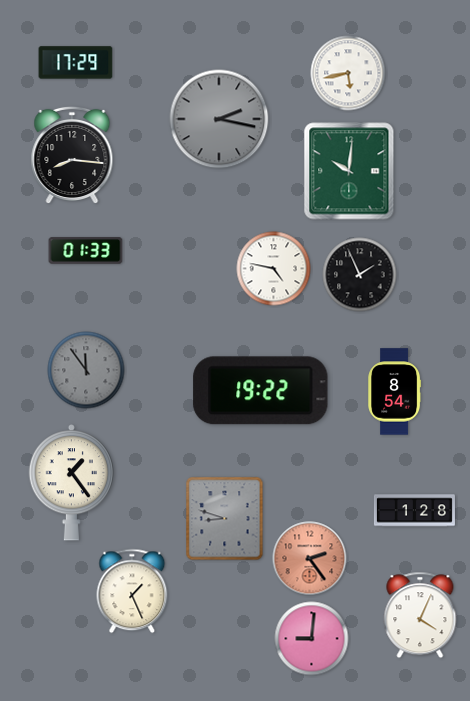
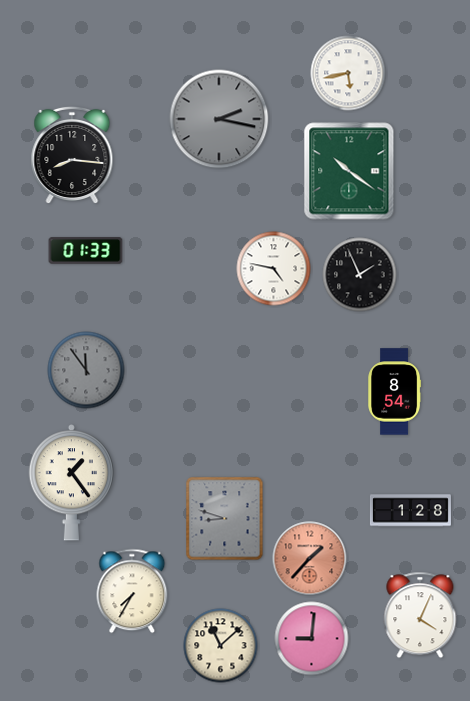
clock at (76, 63): 17:29 -> none
clock at (349, 171): 10:01 -> 10:21
clock at (261, 391): 19:22 -> none
clock at (414, 511) position: (414, 511) -> (410, 511)
clock at (310, 559): 2:24 -> 1:37
clock at (132, 591): 1:26 -> 7:35
clock at (221, 646): none -> 11:08
